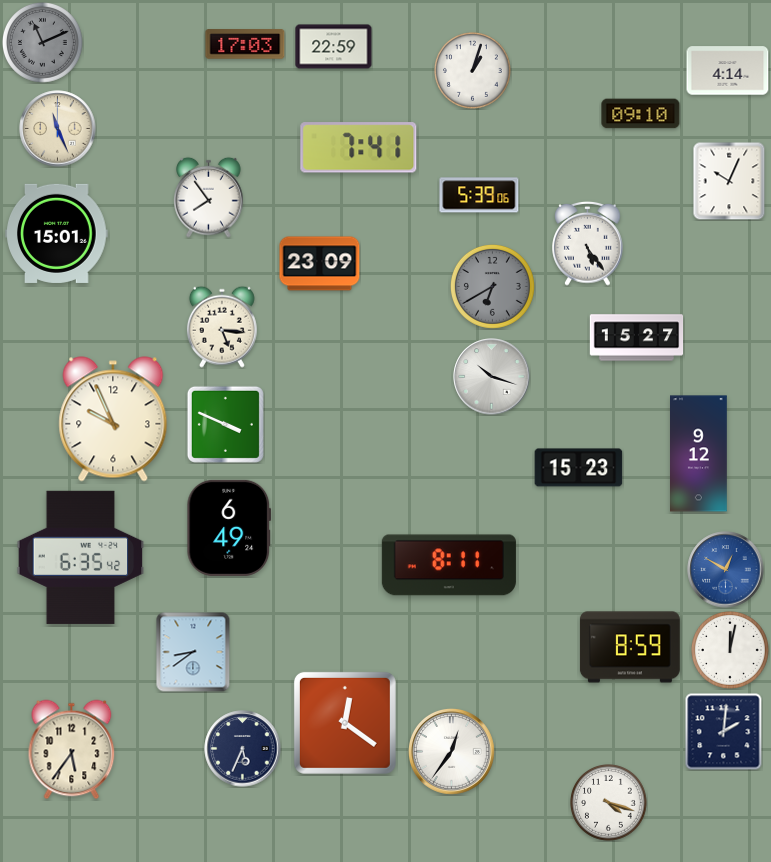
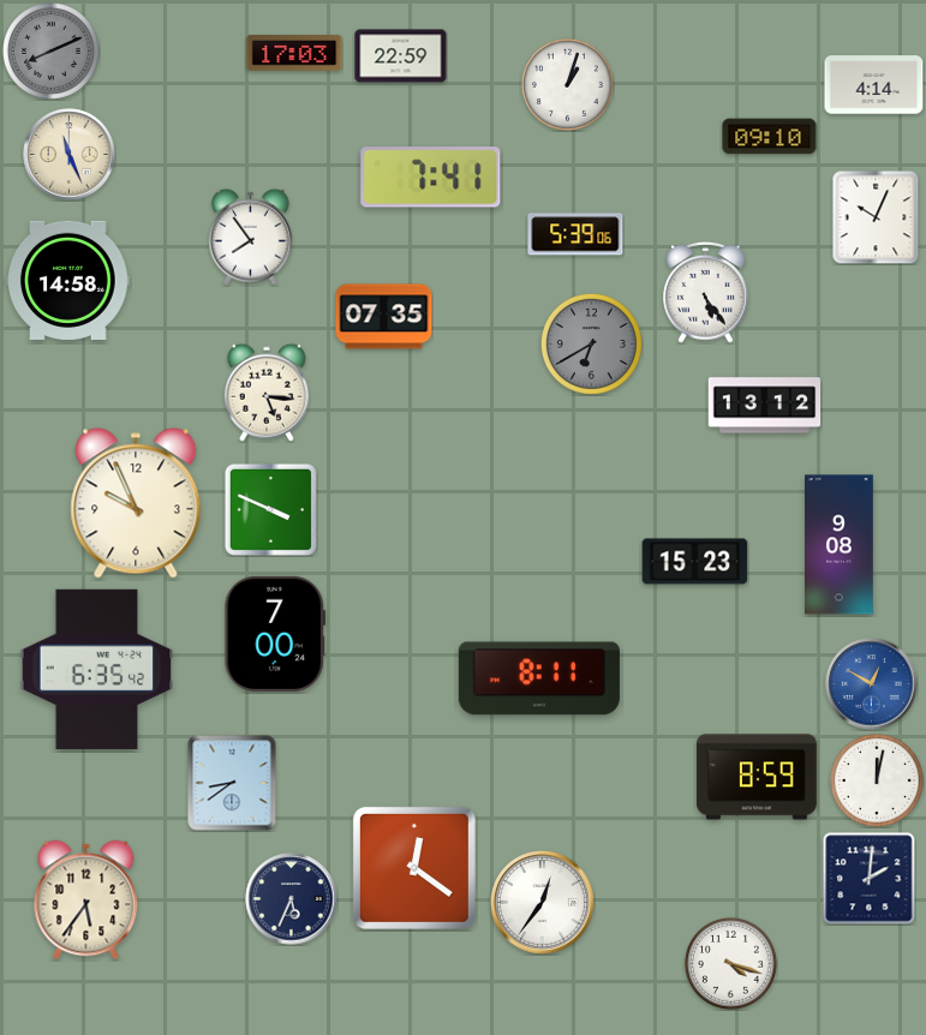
clock at (42, 42): 11:11 -> 8:11
clock at (57, 233): 15:01 -> 14:58
clock at (320, 264): 23:09 -> 07:35
clock at (637, 338): 15:27 -> 13:12
clock at (492, 377): 10:18 -> none
clock at (699, 454): 9:12 -> 9:08
clock at (229, 528): 6:49 -> 7:00
